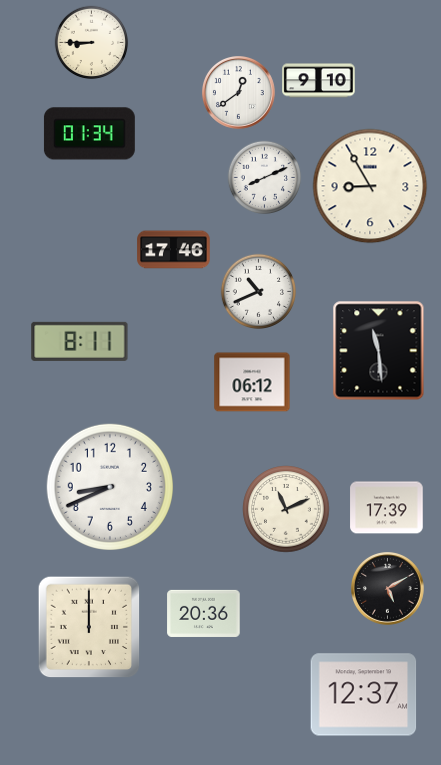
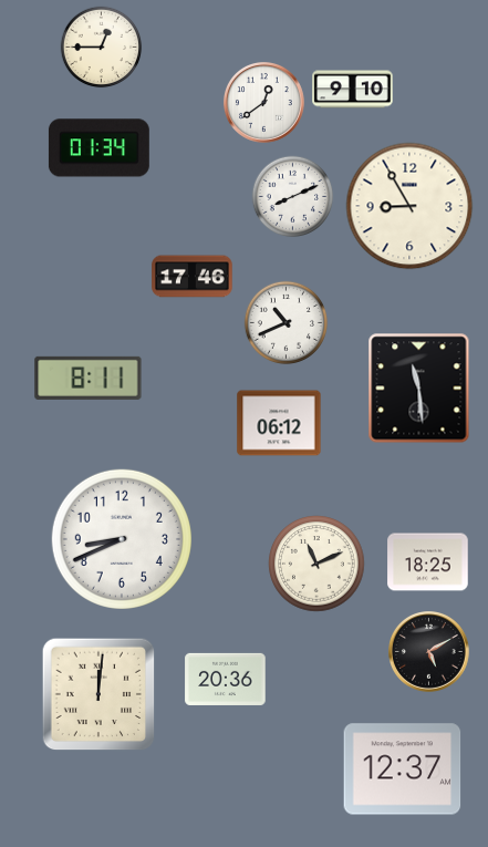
clock at (92, 43): 8:45 -> 12:45
clock at (387, 508): 17:39 -> 18:25
clock at (89, 627): 12:00 -> 12:01
